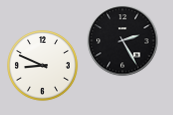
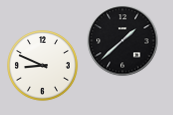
clock at (123, 41): 2:25 -> 1:38
